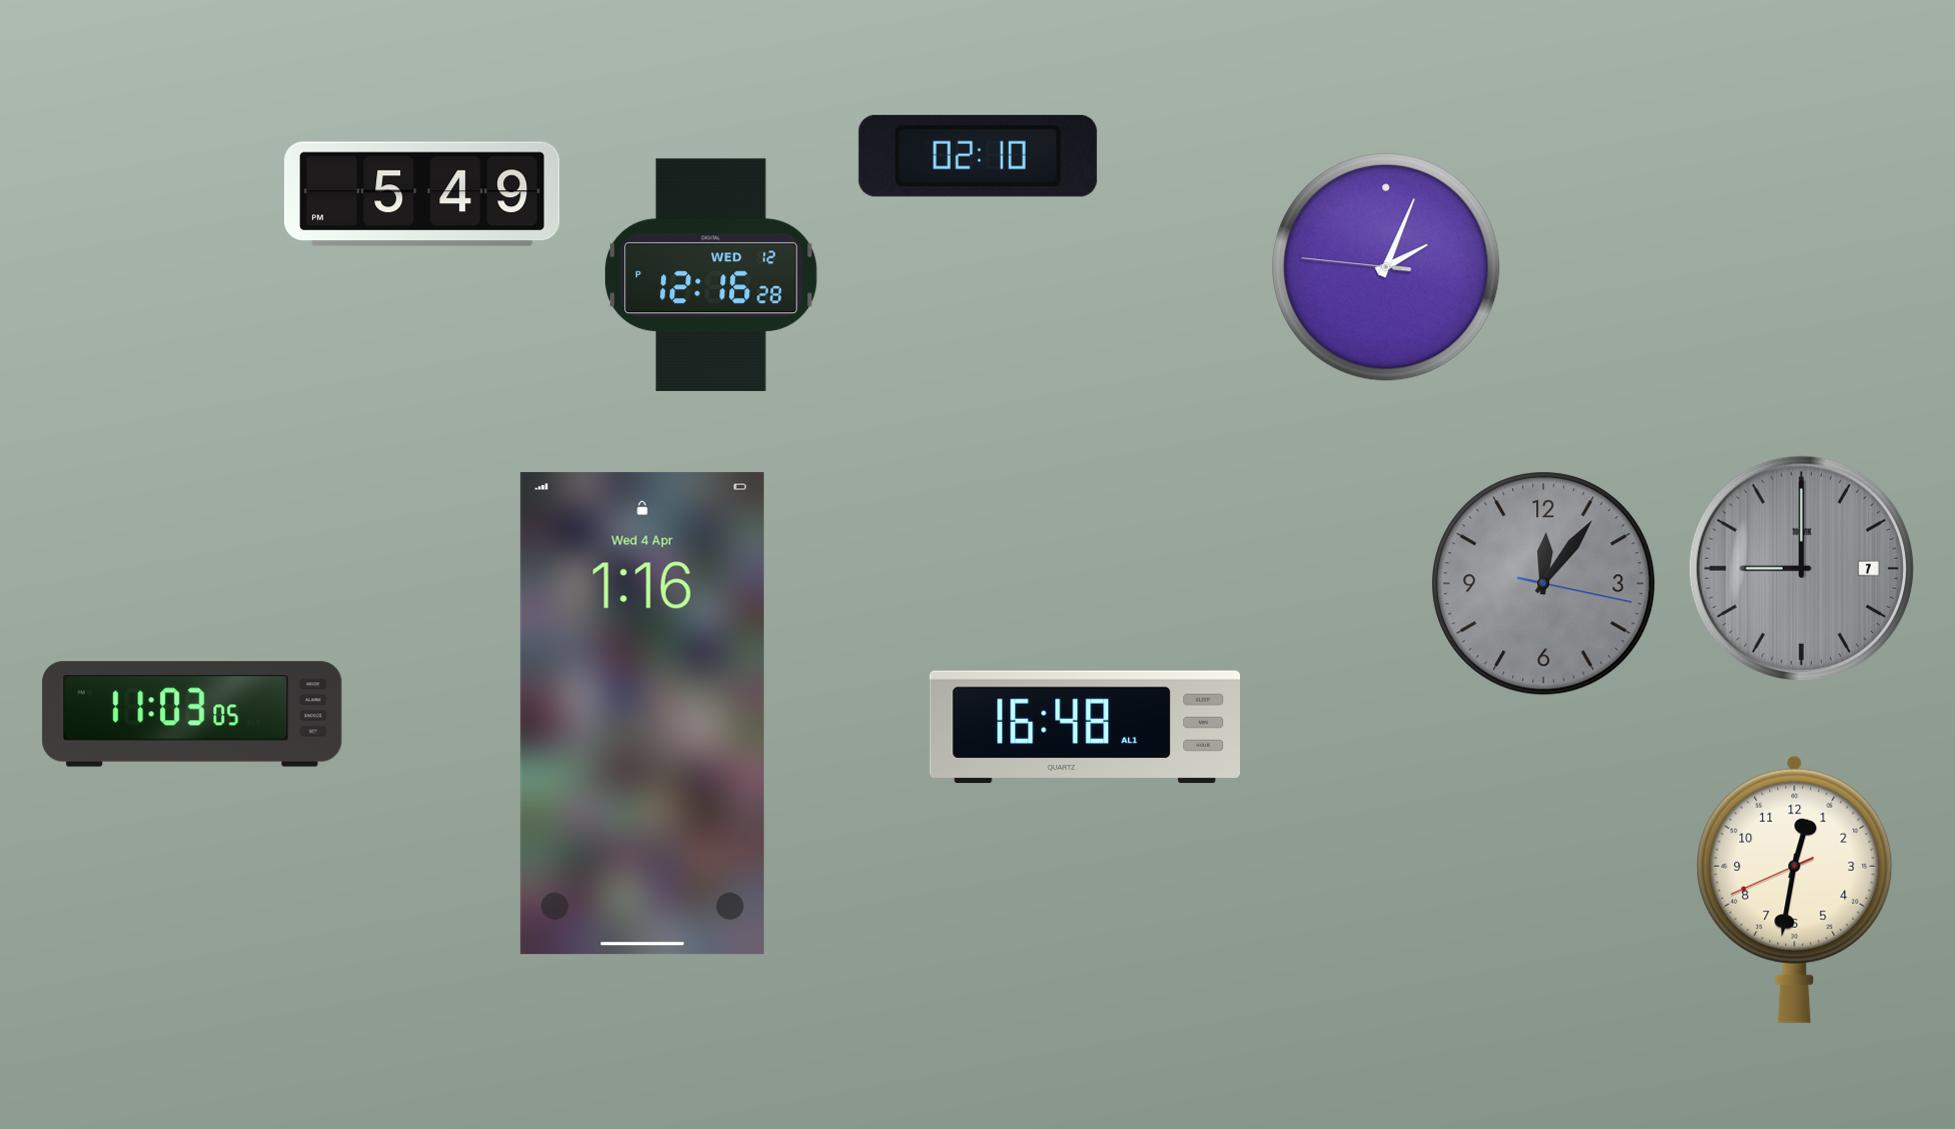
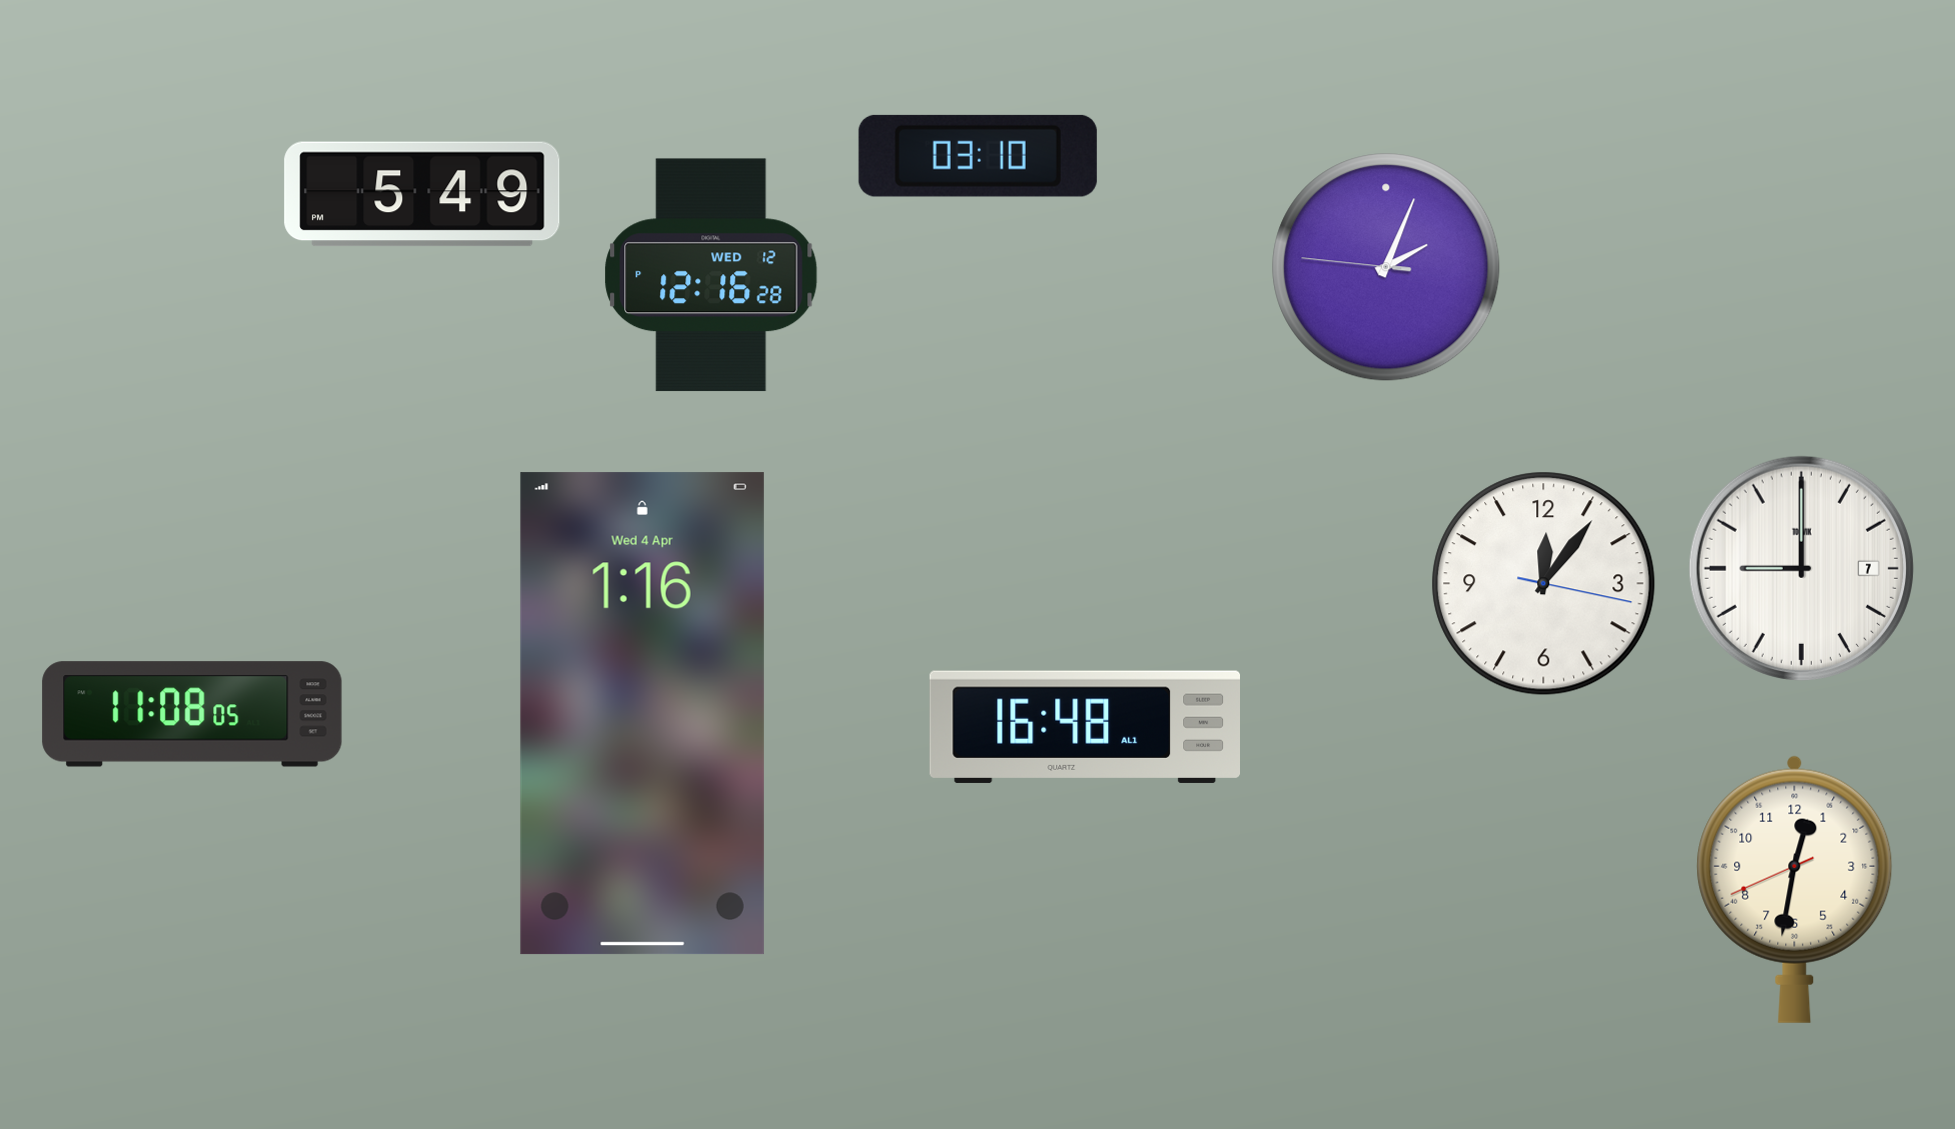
clock at (978, 156): 02:10 -> 03:10
clock at (1801, 568) dial: grey -> white
clock at (1544, 584) dial: grey -> white
clock at (192, 714): 11:03 -> 11:08
